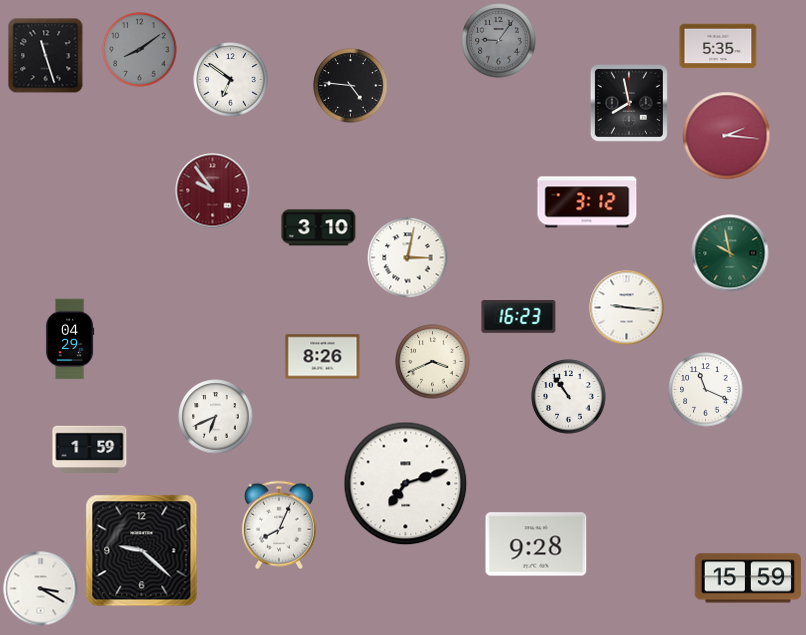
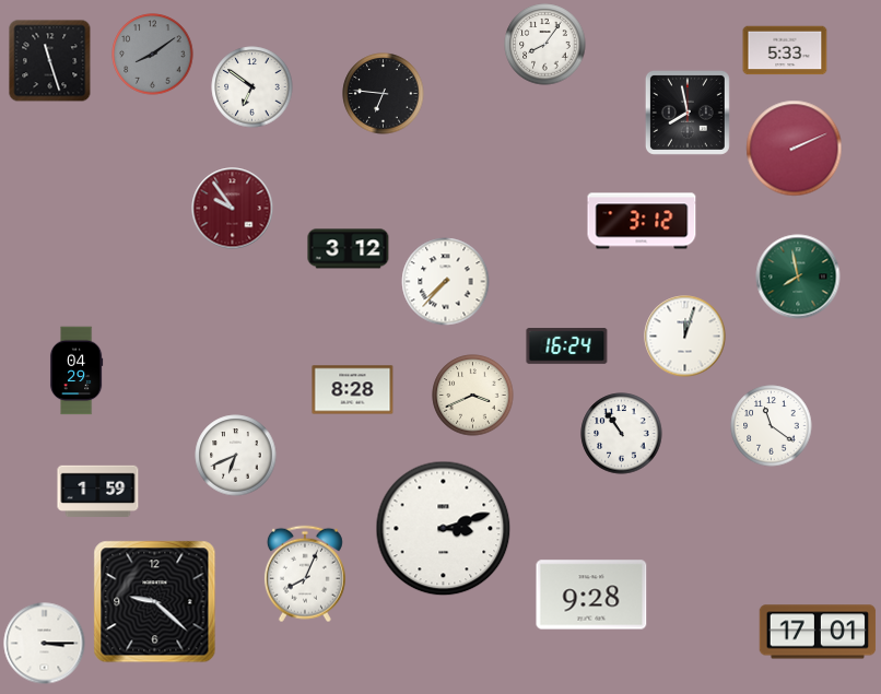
clock at (499, 41): 9:06 -> 8:06
clock at (499, 41) dial: grey -> white
clock at (718, 46): 5:35 -> 5:33
clock at (351, 86): 4:46 -> 6:46
clock at (727, 136): 2:16 -> 2:11
clock at (319, 228): 3:10 -> 3:12
clock at (730, 253): 9:58 -> 7:58
clock at (408, 258): 3:02 -> 7:37
clock at (627, 308): 9:16 -> 12:03
clock at (519, 317): 16:23 -> 16:24
clock at (323, 357): 8:26 -> 8:28
clock at (706, 390): 11:19 -> 11:21
clock at (406, 484): 7:12 -> 3:12
clock at (536, 544) position: (536, 544) -> (591, 595)
clock at (748, 578): 15:59 -> 17:01
clock at (41, 589): 3:20 -> 3:15
